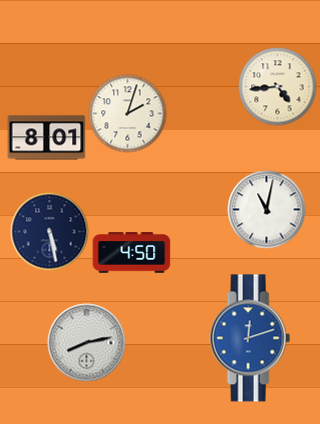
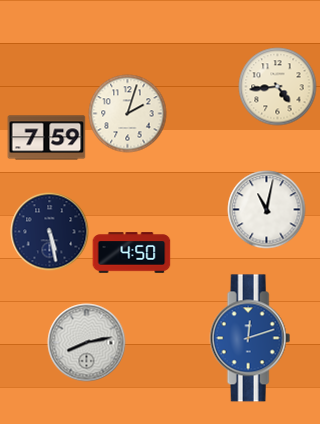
clock at (46, 138): 8:01 -> 7:59
